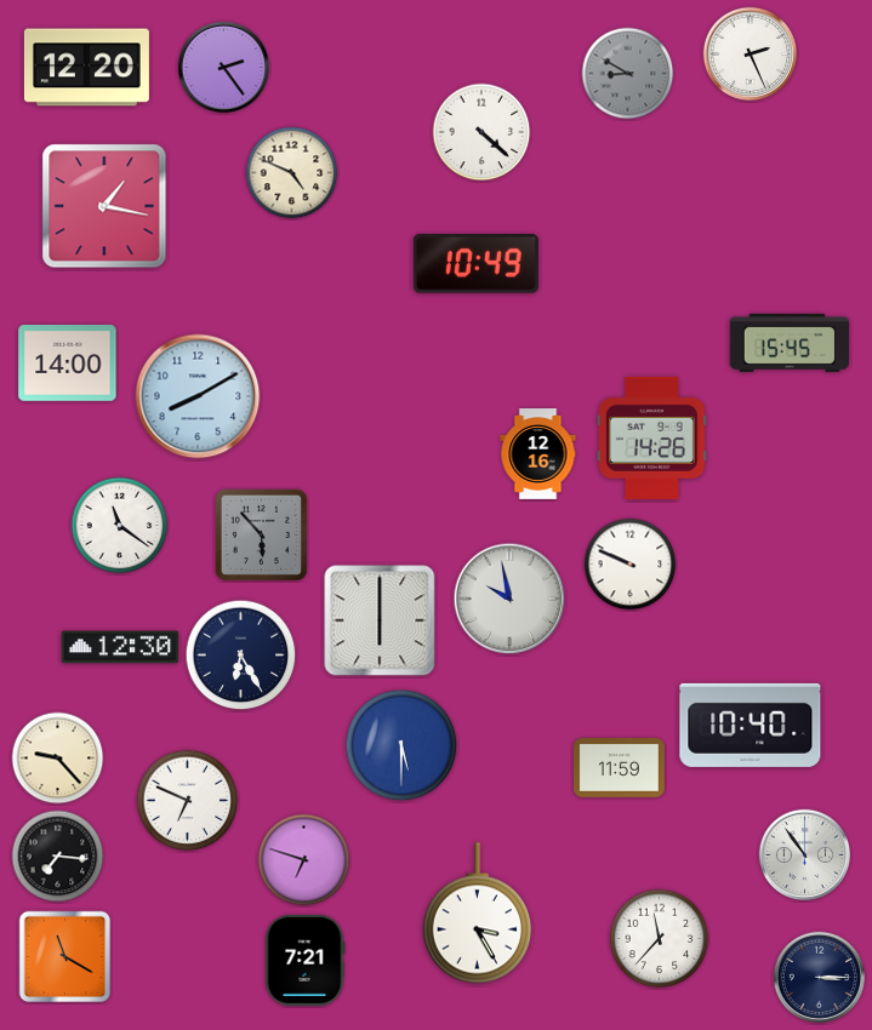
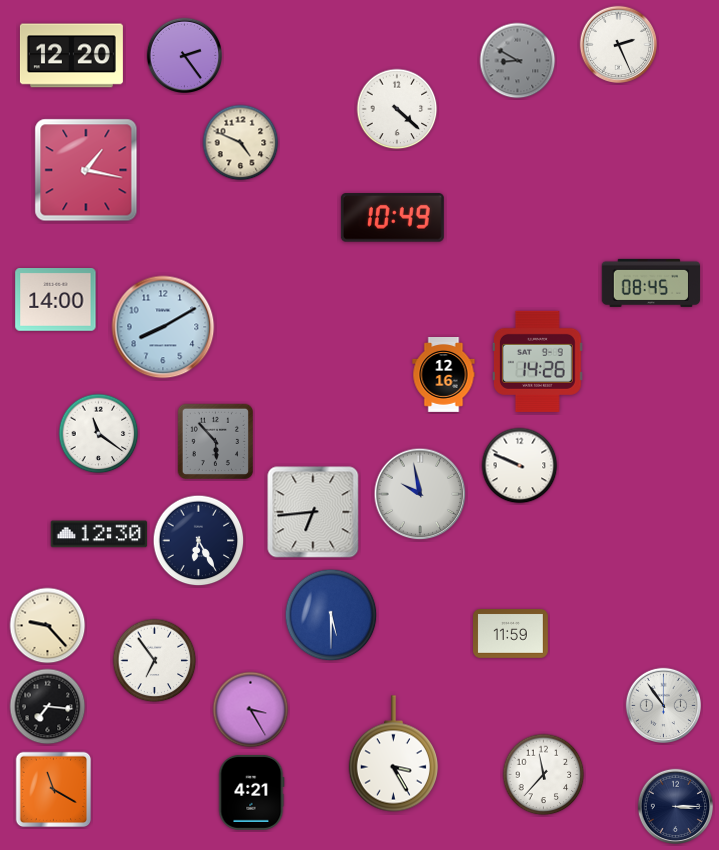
clock at (790, 343): 15:45 -> 08:45
clock at (380, 620): 6:00 -> 6:44
clock at (751, 725): 10:40 -> none
clock at (188, 801): 6:49 -> 6:54
clock at (304, 860): 6:48 -> 3:25
clock at (304, 960): 7:21 -> 4:21
